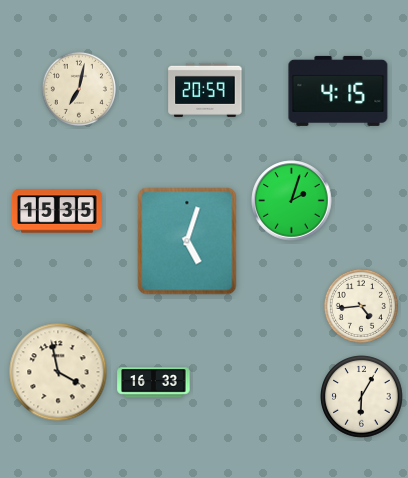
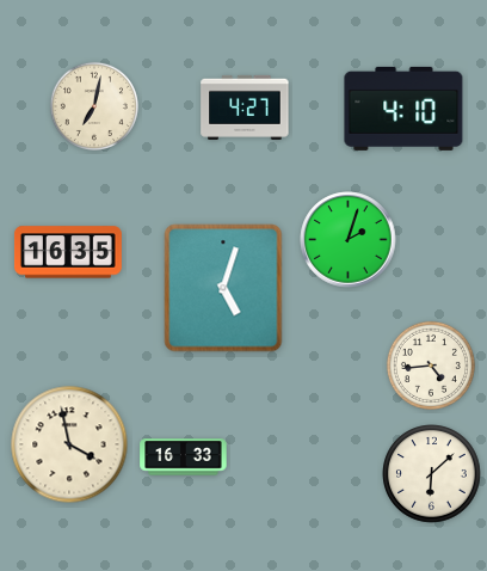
clock at (205, 90): 20:59 -> 4:27
clock at (338, 91): 4:15 -> 4:10
clock at (57, 211): 15:35 -> 16:35
clock at (362, 397): 6:05 -> 6:08
